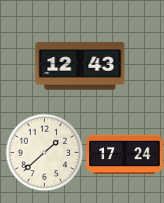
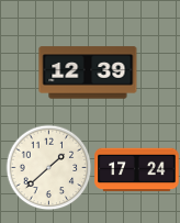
clock at (80, 66): 12:43 -> 12:39
